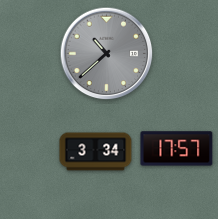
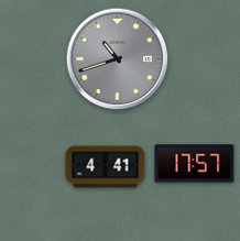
clock at (107, 54): 10:38 -> 10:42
clock at (96, 152): 3:34 -> 4:41
